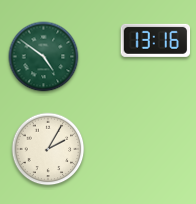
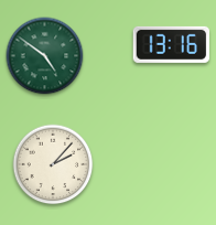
clock at (44, 57) position: (44, 57) -> (45, 56)
clock at (48, 149): 2:05 -> 2:07
